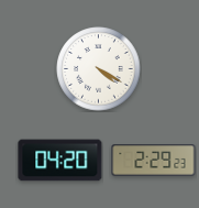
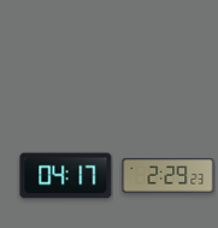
clock at (99, 69): 4:20 -> none
clock at (60, 161): 04:20 -> 04:17
